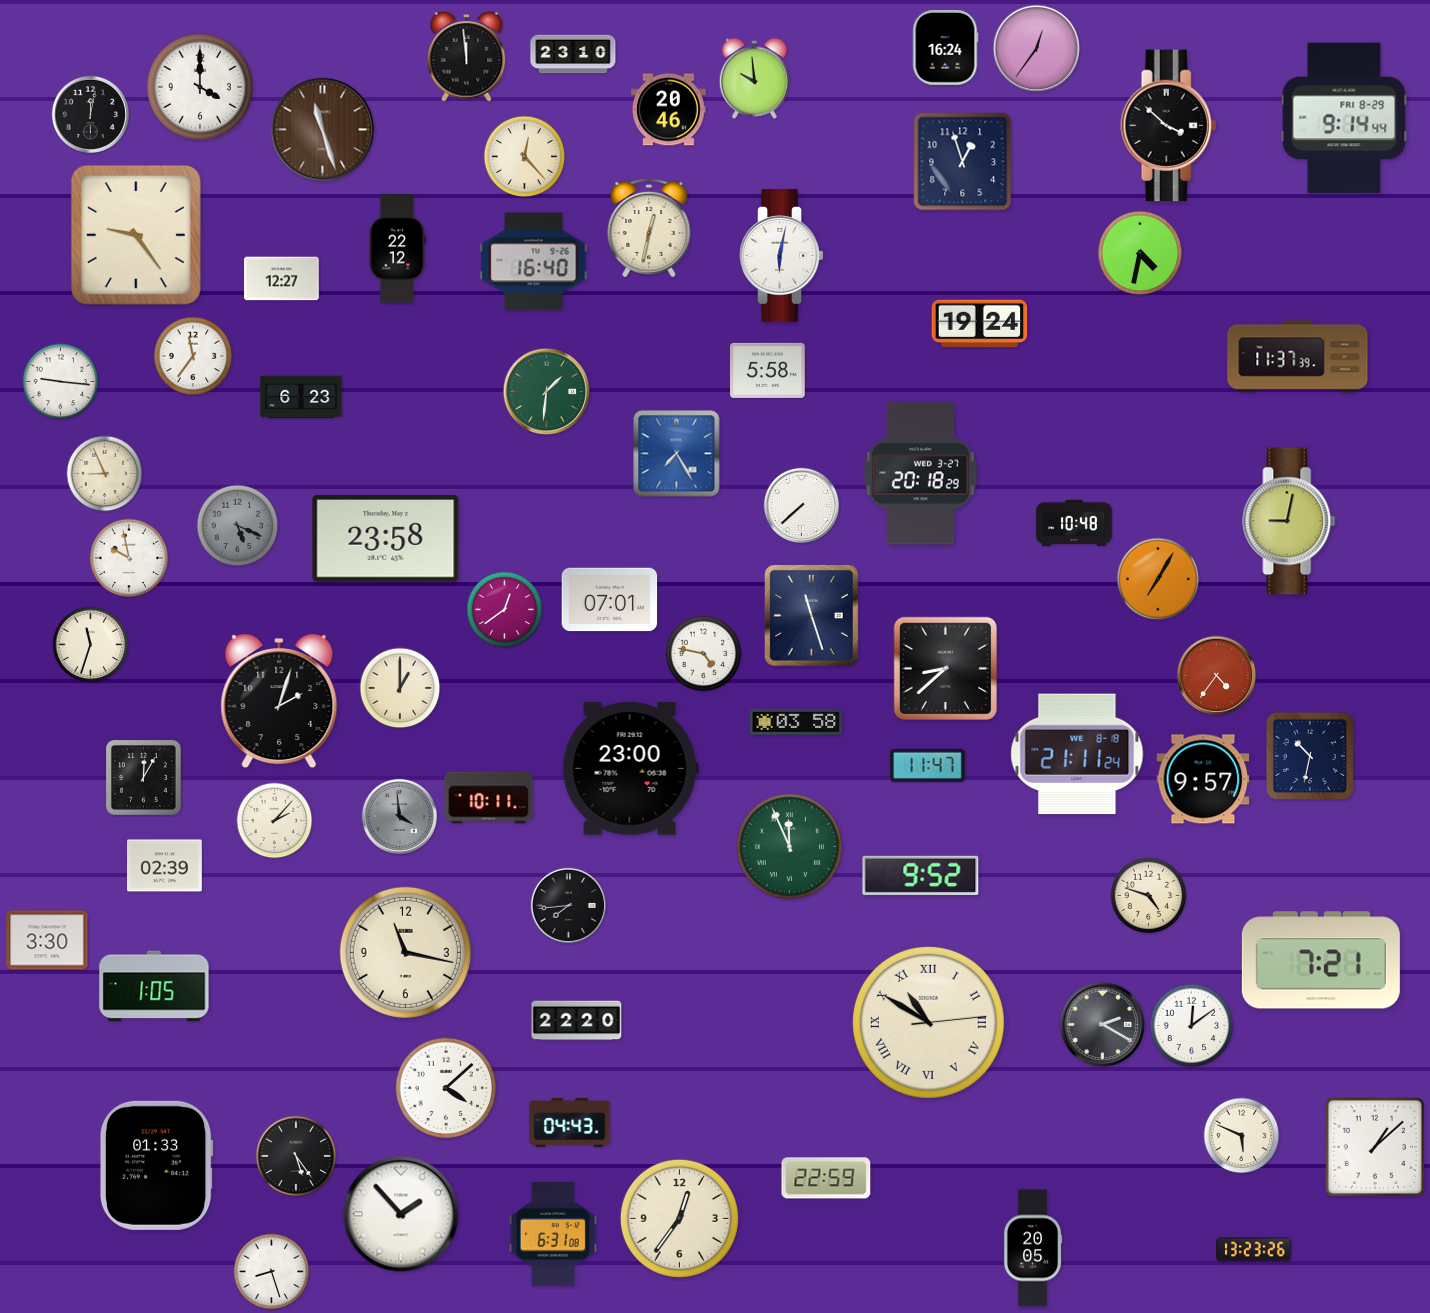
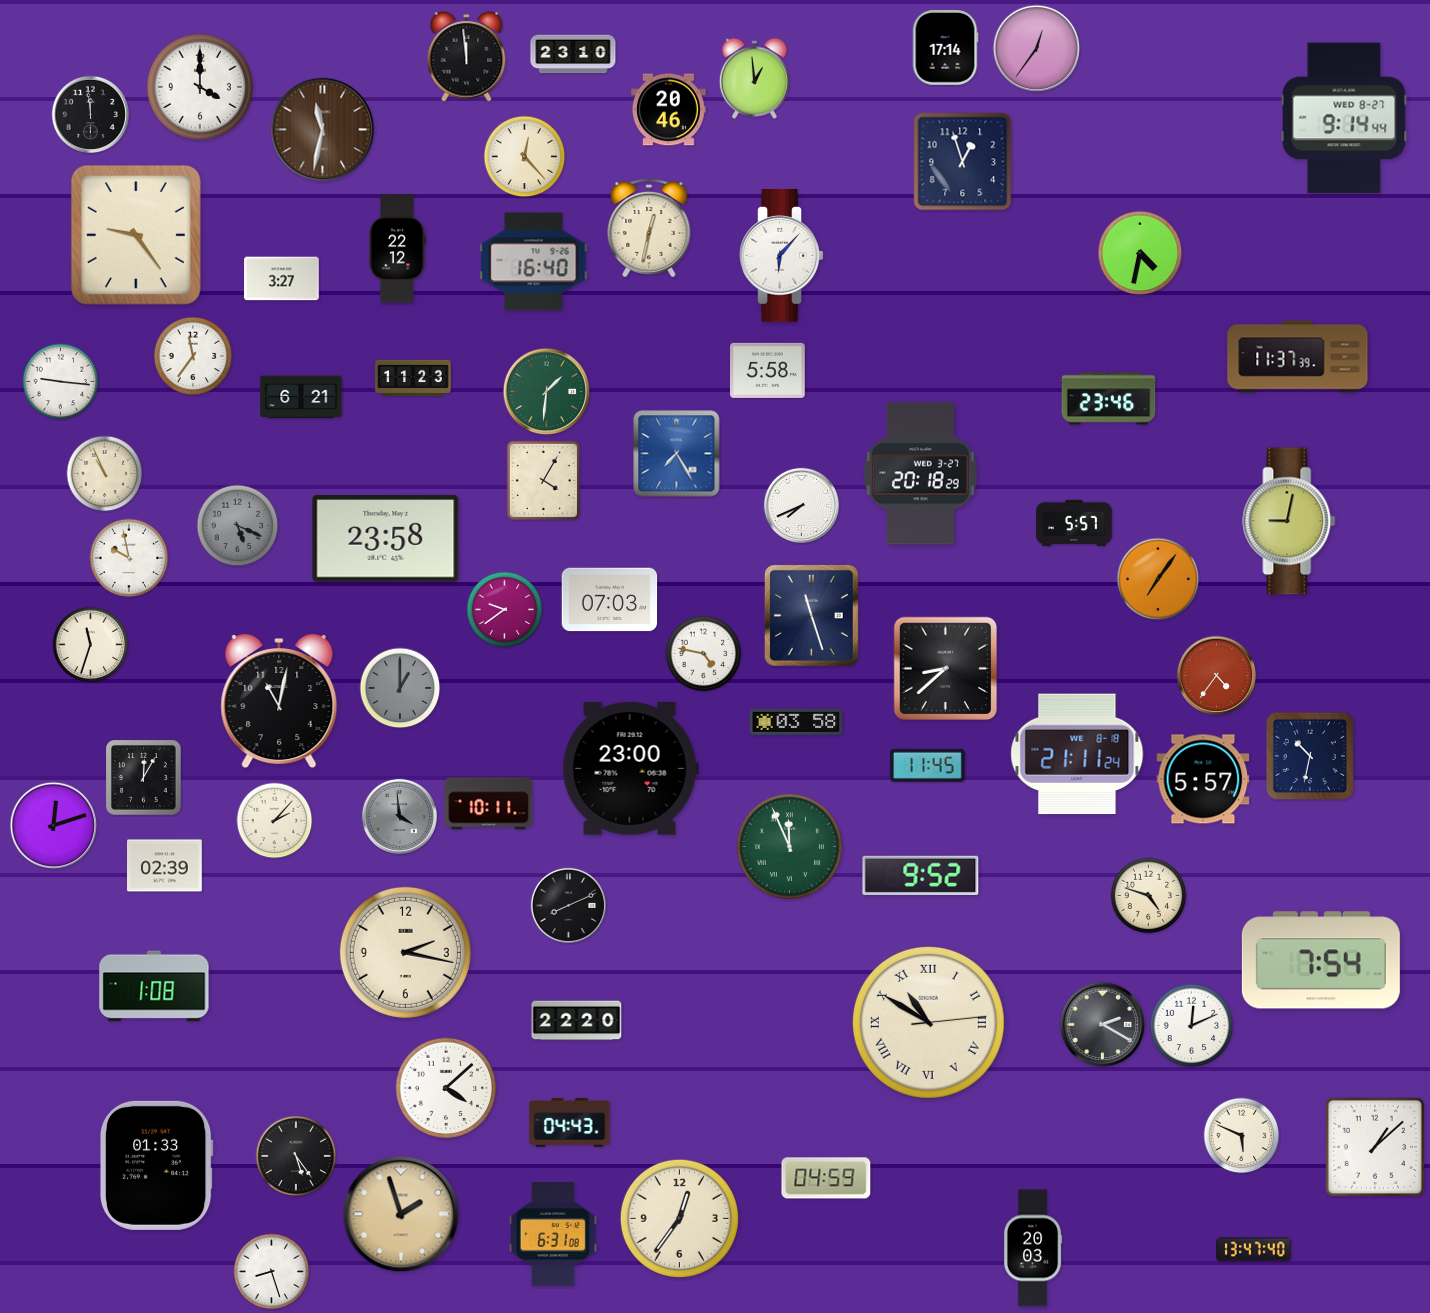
clock at (945, 48): 16:24 -> 17:14
clock at (754, 78): 9:59 -> 12:59
clock at (90, 114): 12:02 -> 11:59
clock at (1344, 118) date: FRI 8-29 -> WED 8-27
clock at (1169, 126): 3:52 -> none
clock at (323, 130): 11:27 -> 11:32
clock at (782, 256): 6:02 -> 6:07
clock at (282, 279): 12:27 -> 3:27
clock at (980, 324): 19:24 -> none
clock at (413, 378): none -> 11:23
clock at (301, 397): 6:23 -> 6:21
clock at (1109, 399): none -> 23:46
clock at (105, 474): 8:56 -> 10:56
clock at (543, 480): none -> 4:05
clock at (801, 505): 7:38 -> 7:41
clock at (1074, 523): 10:48 -> 5:57
clock at (1158, 579): 7:05 -> 7:06
clock at (610, 600): 07:01 -> 07:03
clock at (505, 610): 12:39 -> 9:39
clock at (400, 688) dial: cream -> grey
clock at (279, 702): 2:03 -> 11:02
clock at (928, 765): 11:47 -> 11:45
clock at (1203, 779): 9:57 -> 5:57
clock at (489, 798) position: (489, 798) -> (489, 804)
clock at (54, 826): none -> 12:12
clock at (568, 905): 7:44 -> 8:11
clock at (47, 940): 3:30 -> none
clock at (405, 952): 11:17 -> 2:17
clock at (1321, 960): 7:21 -> 7:54
clock at (154, 986): 1:05 -> 1:08
clock at (1192, 1026): 12:09 -> 12:11
clock at (826, 1178): 22:59 -> 04:59
clock at (401, 1214): 1:53 -> 1:57
clock at (401, 1214) dial: white -> champagne
clock at (1033, 1248): 20:05 -> 20:03
clock at (1254, 1250): 13:23 -> 13:47
